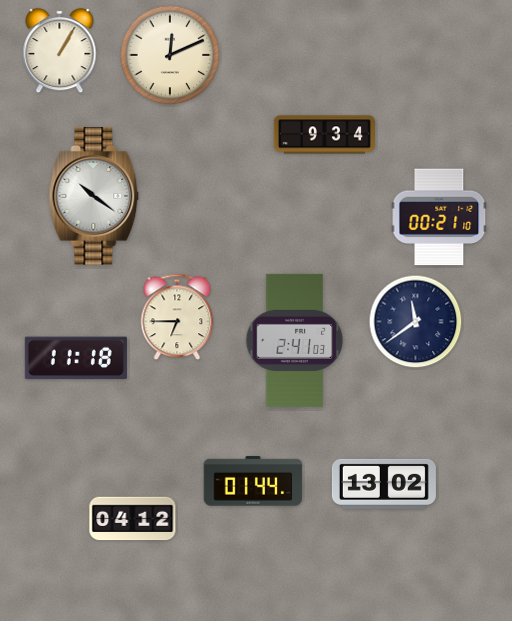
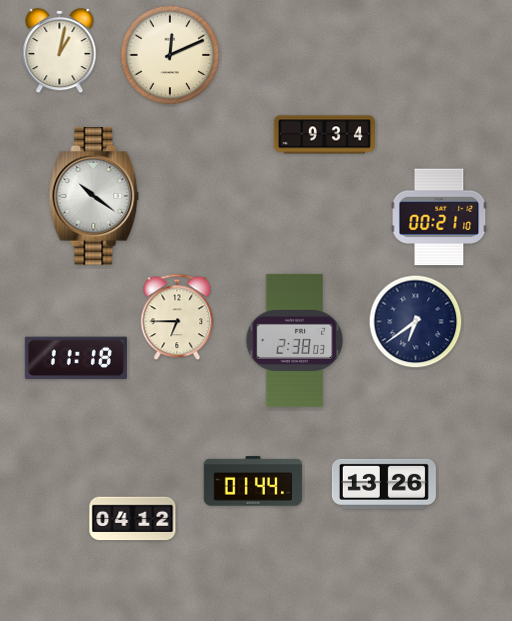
clock at (60, 51): 1:05 -> 1:02
clock at (416, 322): 11:39 -> 6:39
clock at (295, 340): 2:41 -> 2:38
clock at (384, 484): 13:02 -> 13:26
